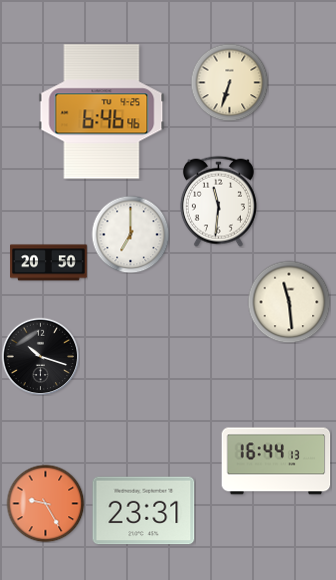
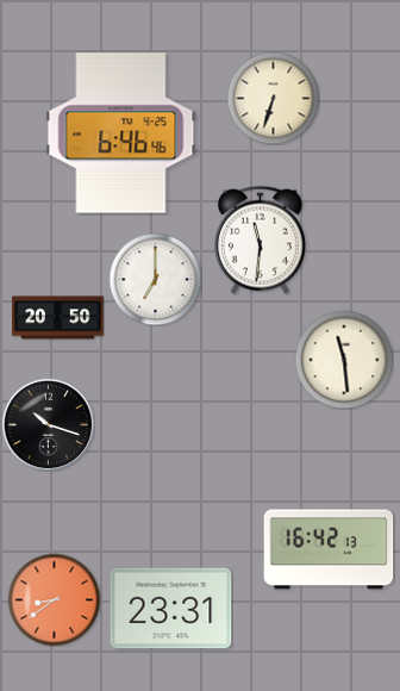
clock at (49, 263) position: (49, 263) -> (58, 318)
clock at (276, 461): 16:44 -> 16:42
clock at (45, 503): 9:25 -> 8:39
